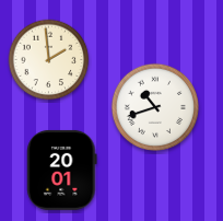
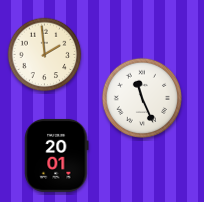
clock at (154, 106): 10:42 -> 11:26
